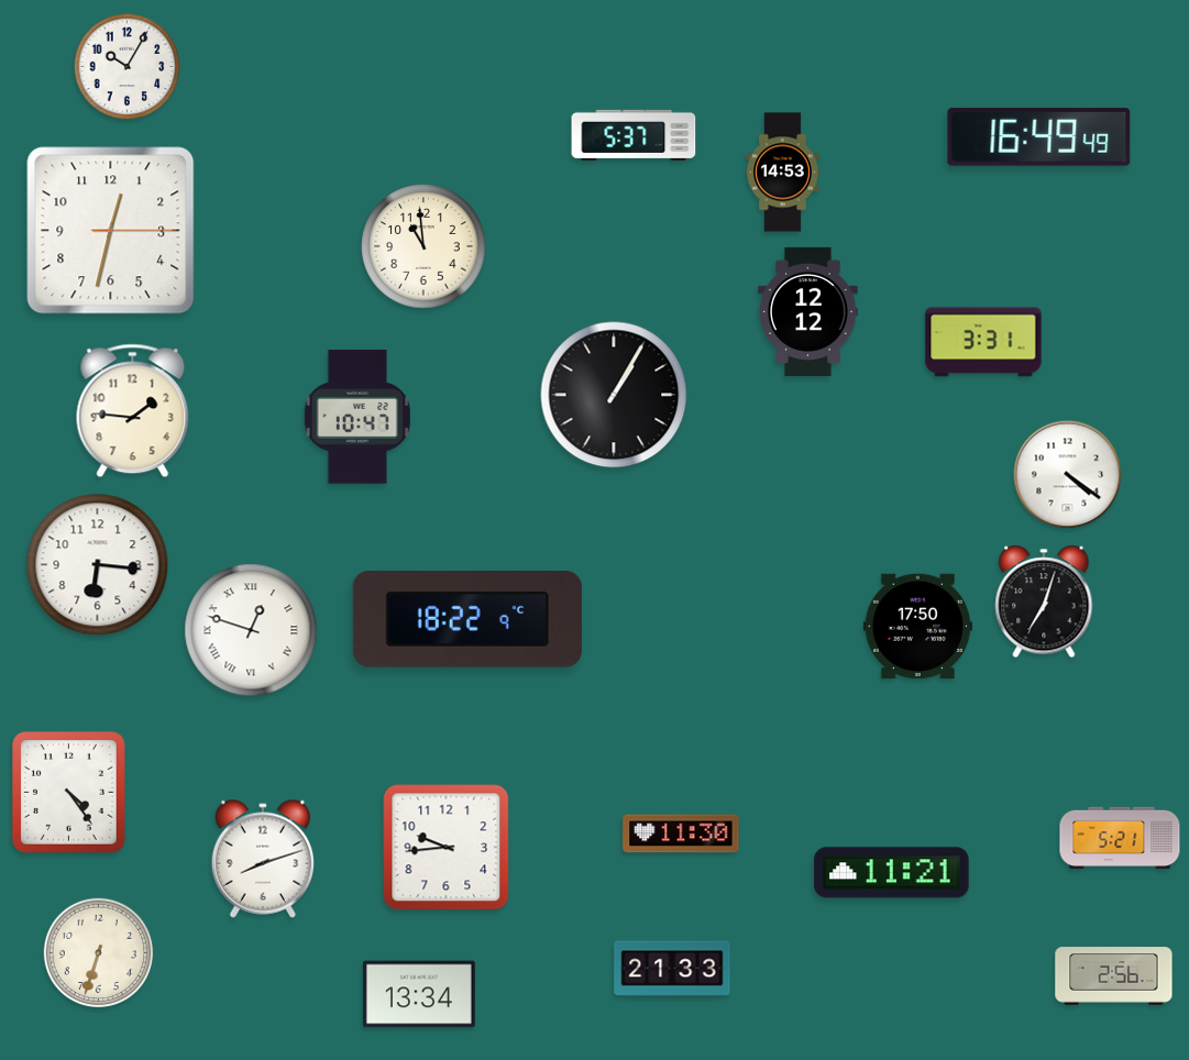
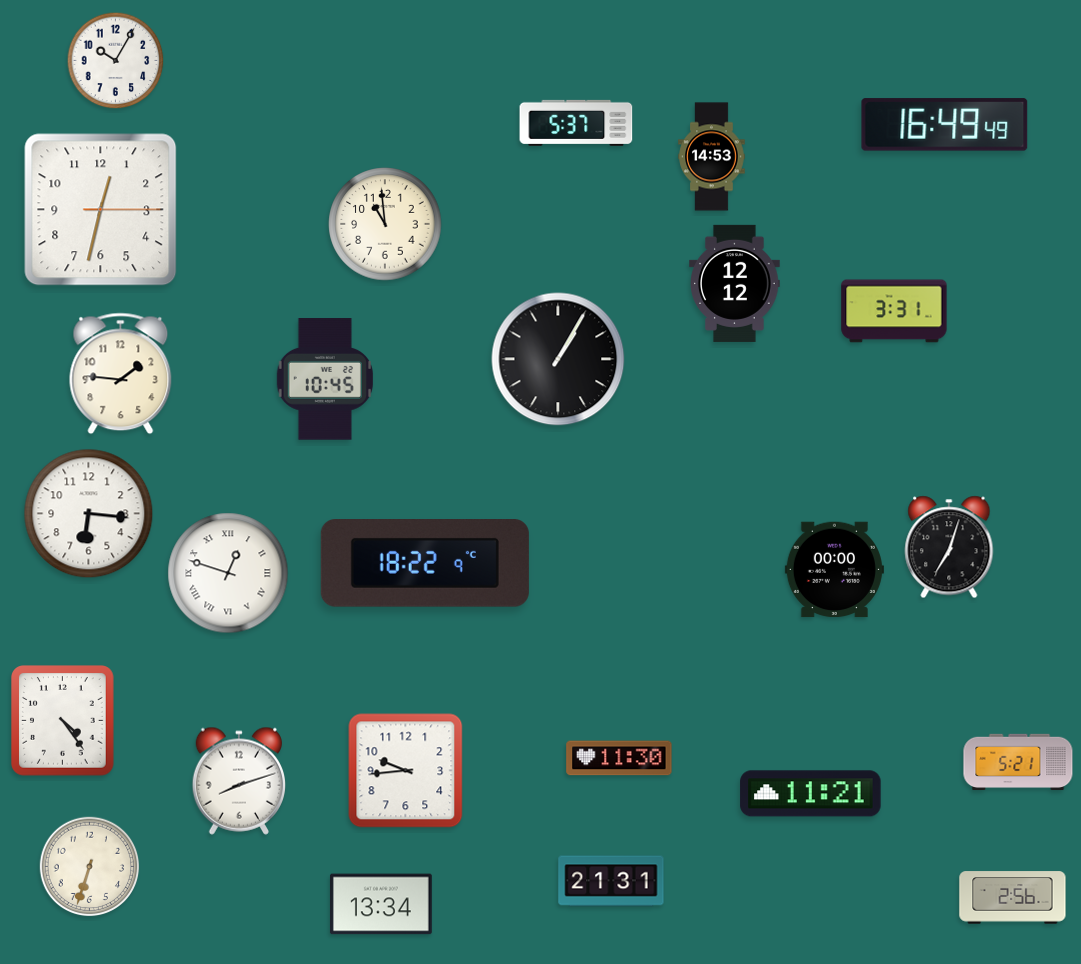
clock at (357, 417): 10:47 -> 10:45
clock at (1068, 475): 4:21 -> none
clock at (917, 627): 17:50 -> 00:00
clock at (672, 969): 21:33 -> 21:31
clock at (1114, 976) position: (1114, 976) -> (1013, 898)
